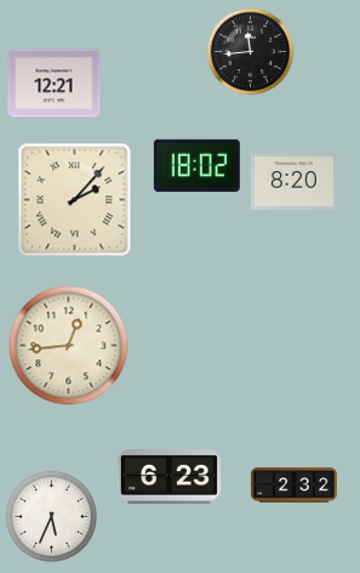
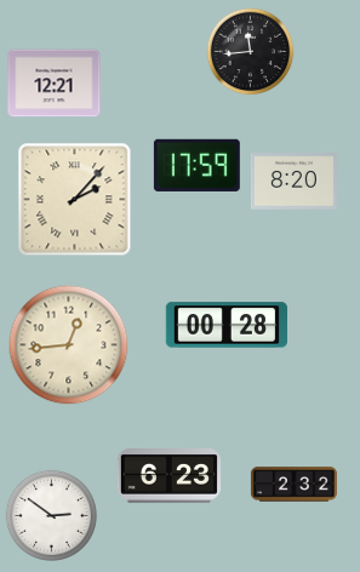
clock at (196, 165): 18:02 -> 17:59
clock at (225, 325): none -> 00:28
clock at (51, 516): 5:34 -> 2:51
